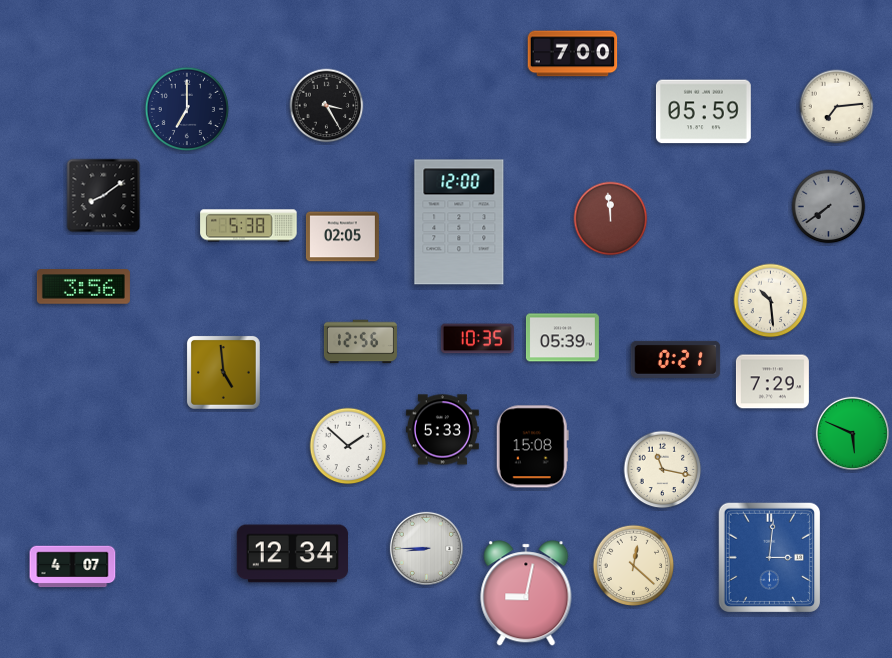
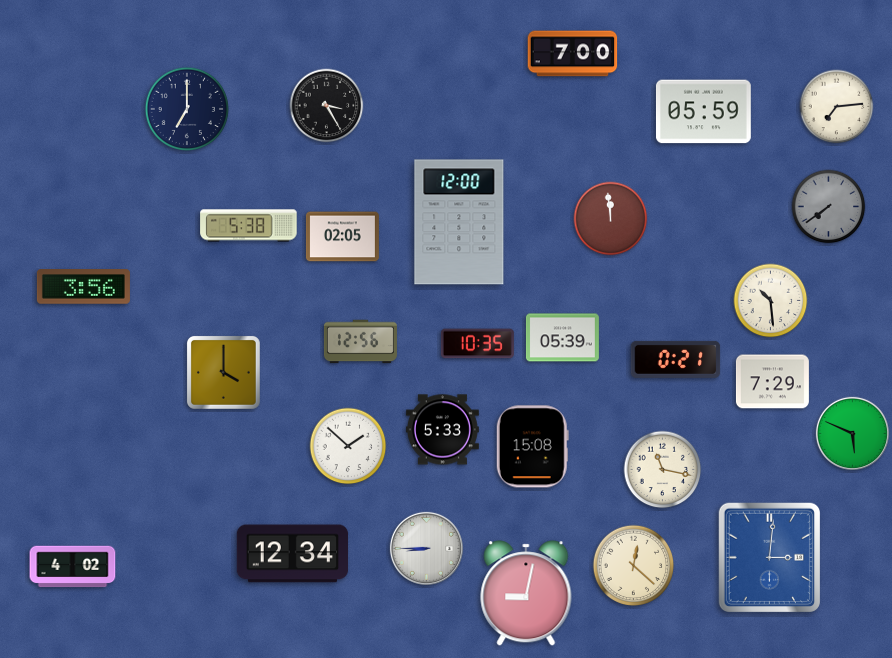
clock at (104, 196): 8:09 -> none
clock at (477, 339) position: (477, 339) -> (477, 344)
clock at (223, 372): 4:59 -> 4:00
clock at (73, 567): 4:07 -> 4:02
